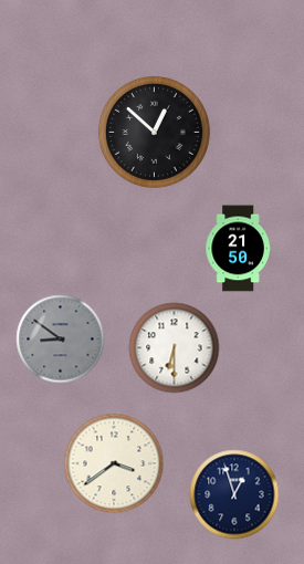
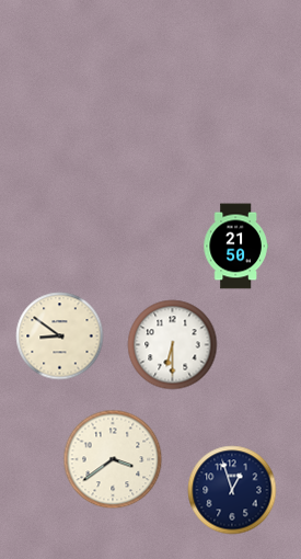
clock at (154, 132): 12:52 -> none
clock at (61, 340) dial: grey -> cream
